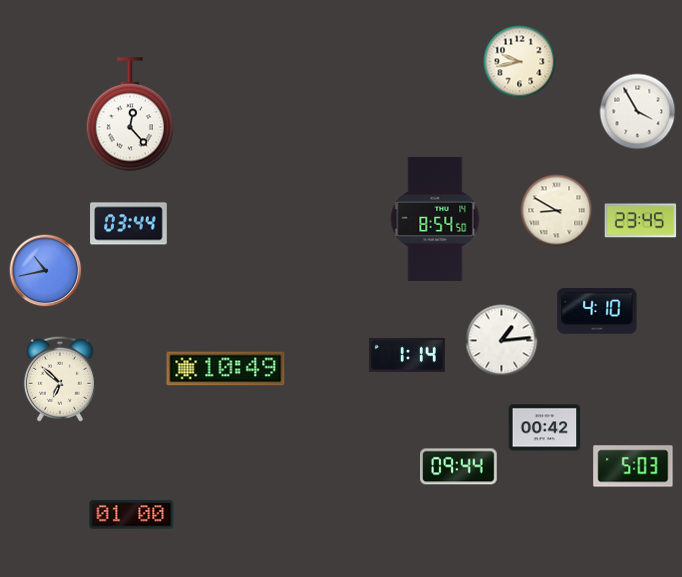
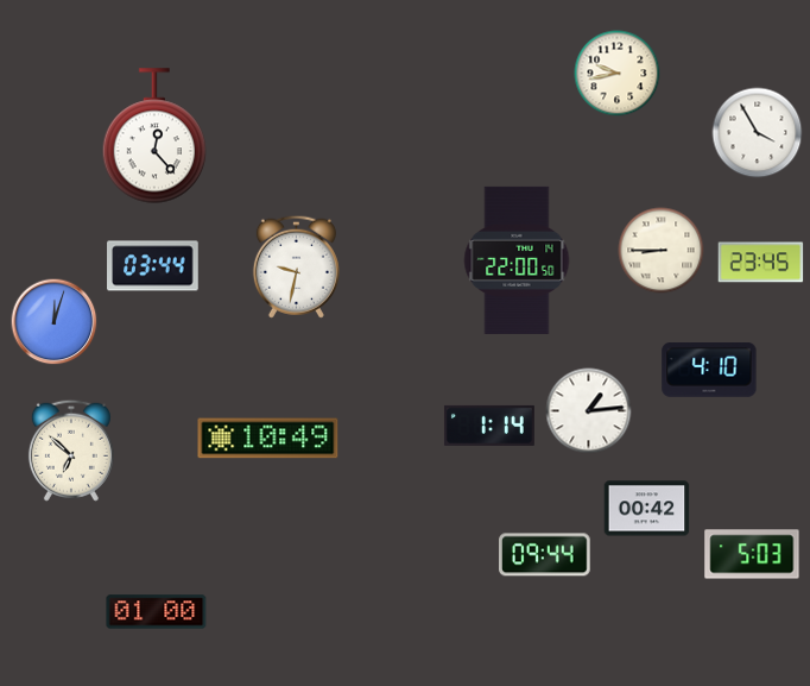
clock at (557, 211): 8:50 -> 8:45
clock at (435, 219): 8:54 -> 22:00
clock at (296, 266): none -> 9:32
clock at (46, 271): 10:43 -> 12:03
clock at (502, 341) position: (502, 341) -> (589, 411)
clock at (407, 355) position: (407, 355) -> (489, 426)
